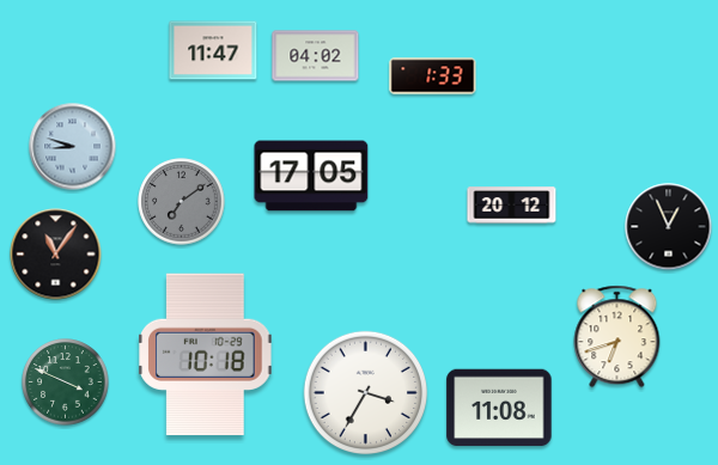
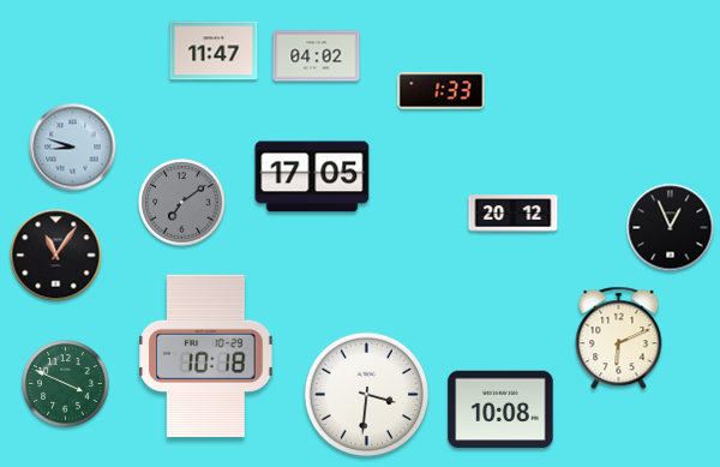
clock at (433, 77) position: (433, 77) -> (442, 91)
clock at (512, 206) position: (512, 206) -> (514, 214)
clock at (617, 337): 6:42 -> 6:11
clock at (366, 393): 3:35 -> 3:31
clock at (499, 408): 11:08 -> 10:08
